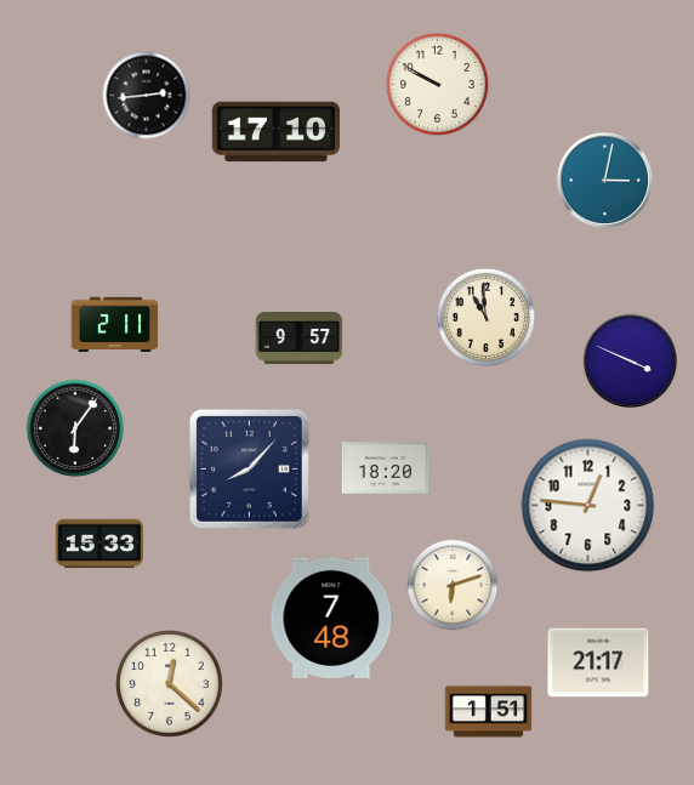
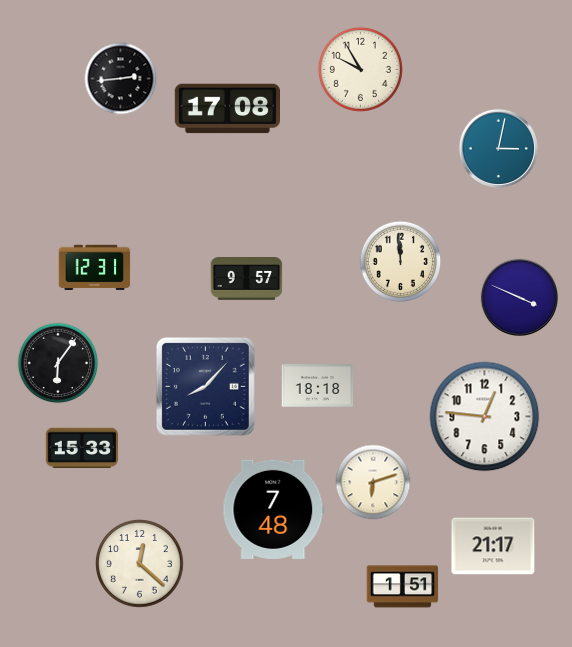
clock at (437, 84): 9:50 -> 9:55
clock at (275, 132): 17:10 -> 17:08
clock at (487, 318): 10:59 -> 11:59
clock at (115, 324): 2:11 -> 12:31
clock at (75, 428) position: (75, 428) -> (58, 363)
clock at (386, 468): 18:20 -> 18:18
